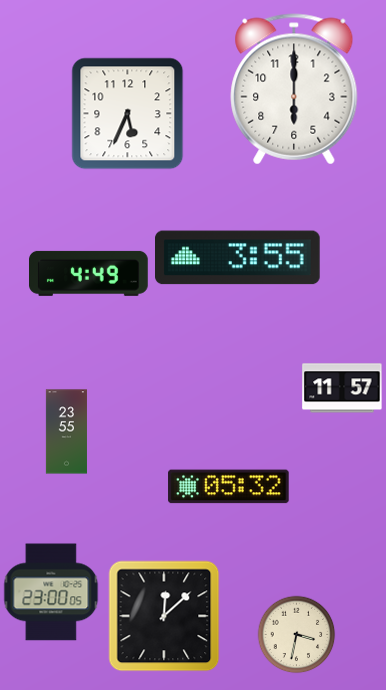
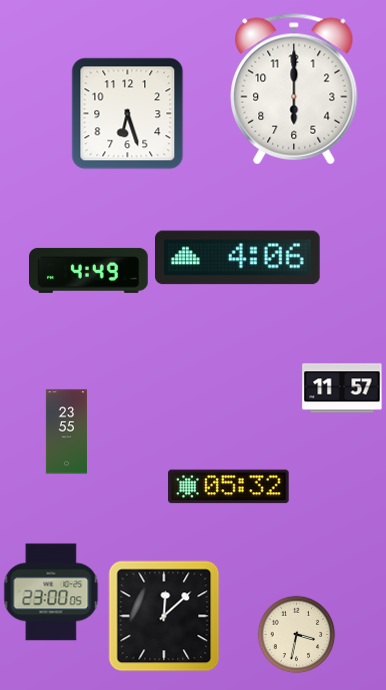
clock at (128, 114): 5:34 -> 6:27
clock at (238, 258): 3:55 -> 4:06
clock at (89, 273) position: (89, 273) -> (89, 270)
